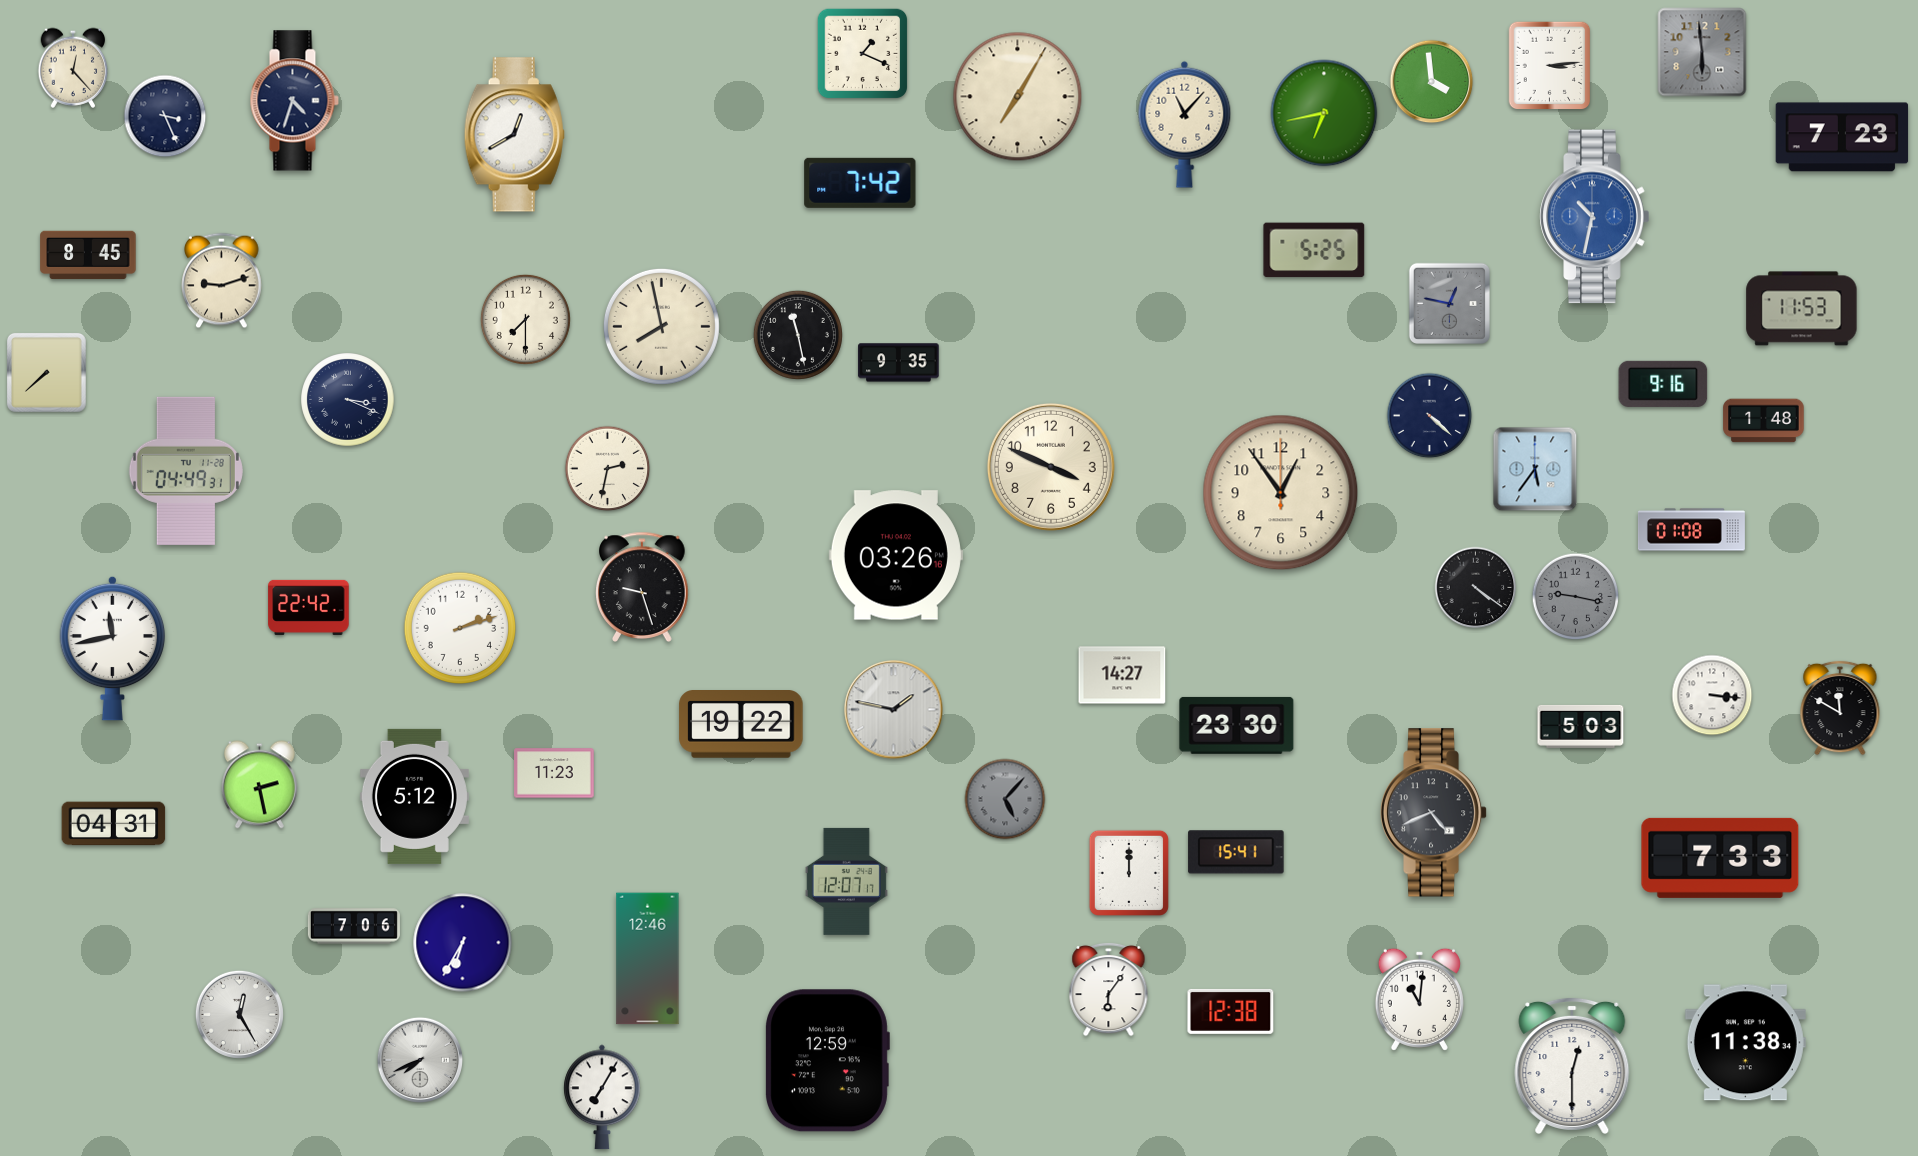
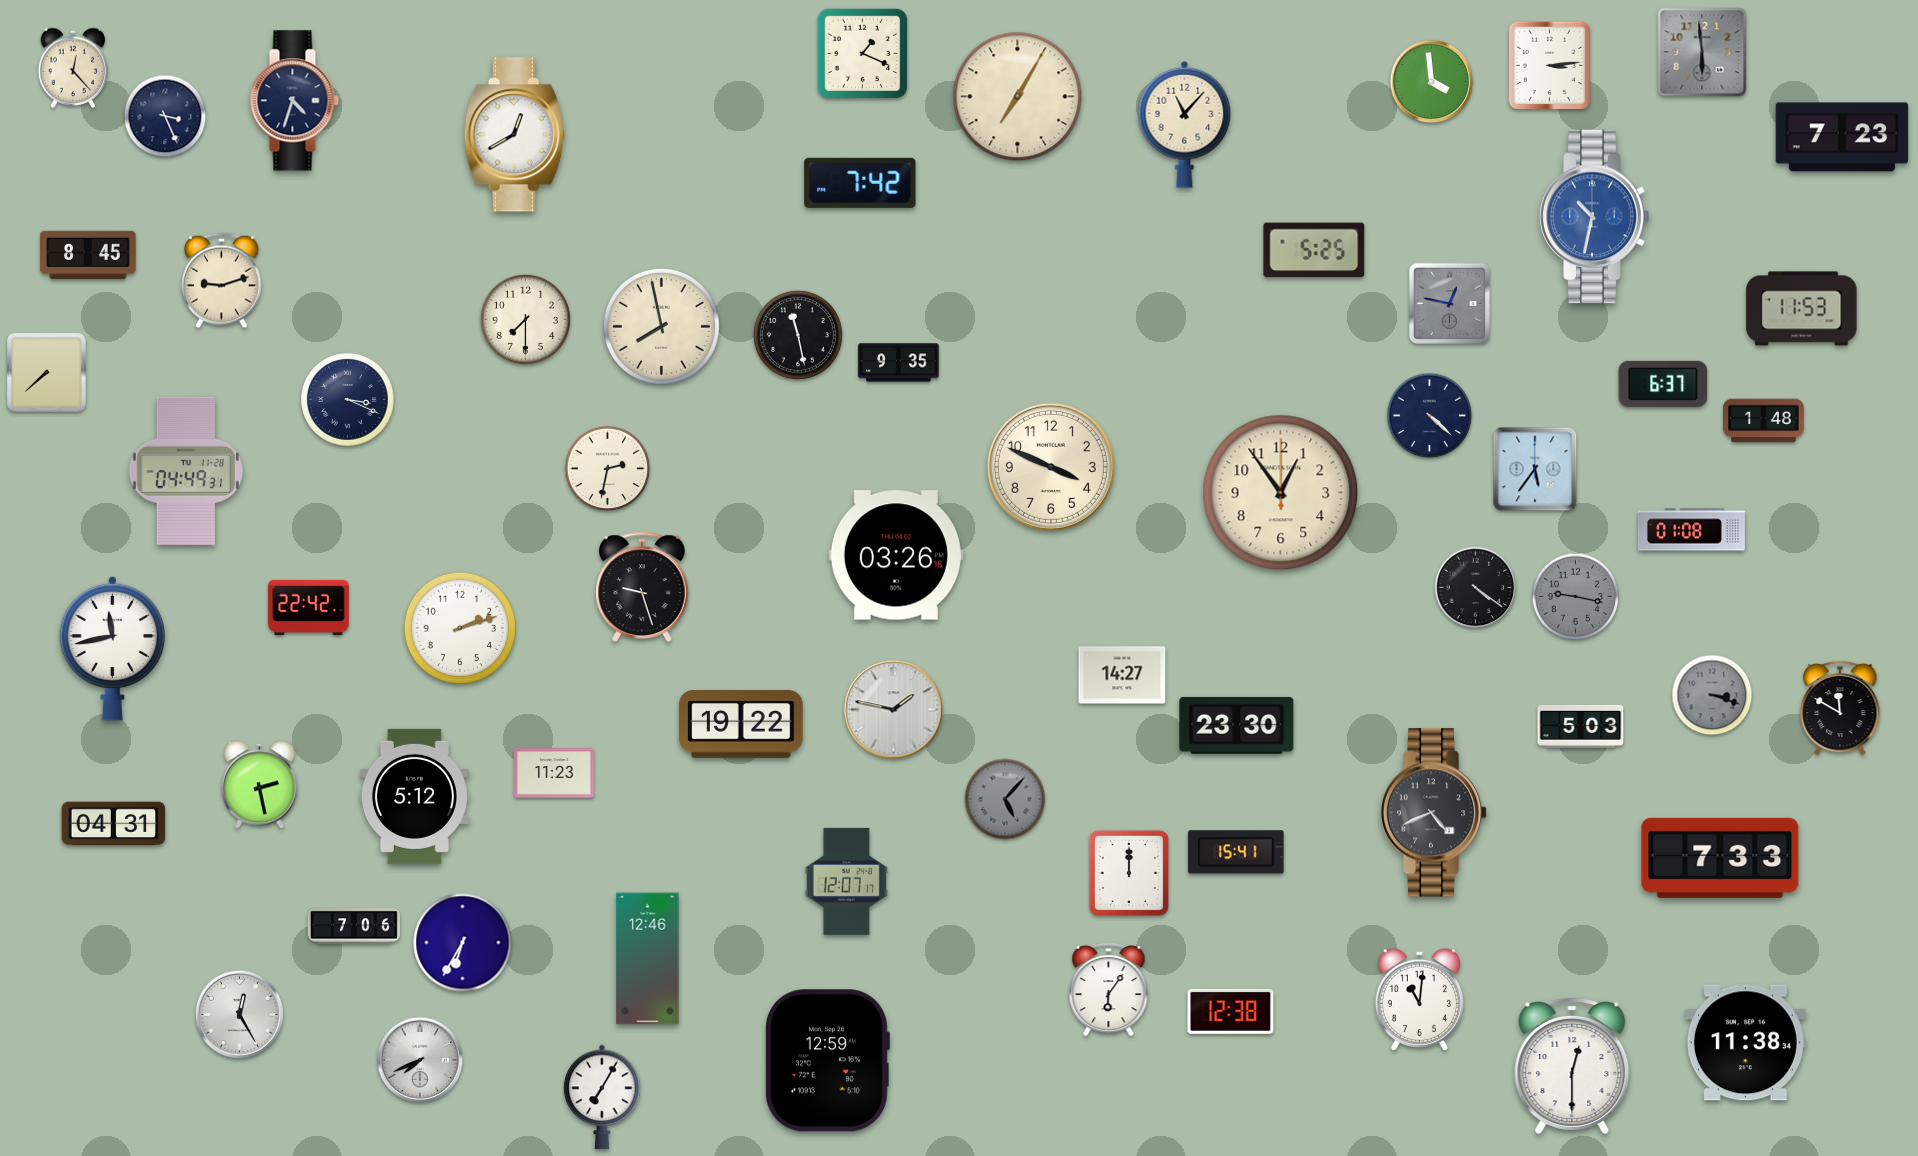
clock at (1324, 113): 6:43 -> none
clock at (1663, 384): 9:16 -> 6:37
clock at (1712, 695): 3:16 -> 3:18
clock at (1712, 695) dial: white -> grey
